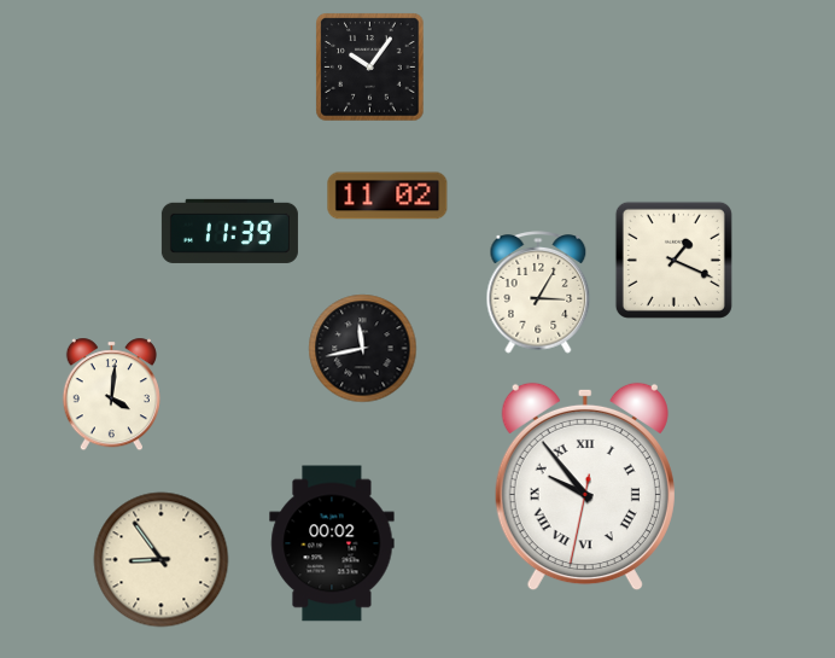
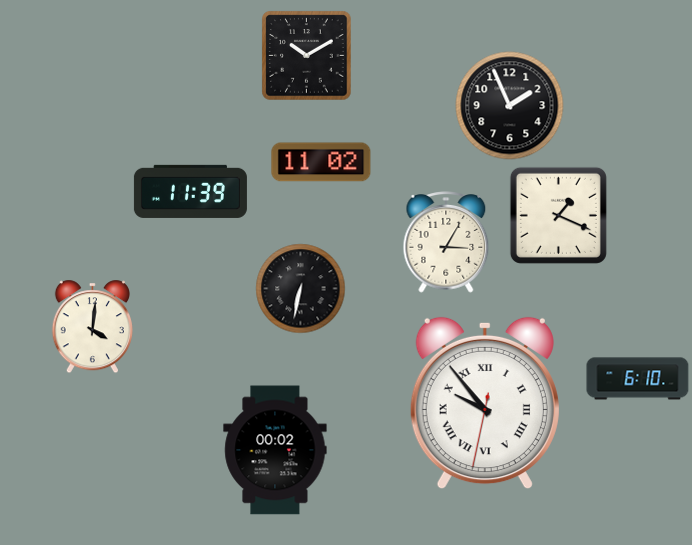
clock at (370, 68): 10:06 -> 10:10
clock at (510, 106): none -> 1:56
clock at (363, 349): 11:43 -> 6:32
clock at (638, 379): none -> 6:10
clock at (162, 560): 8:54 -> none
